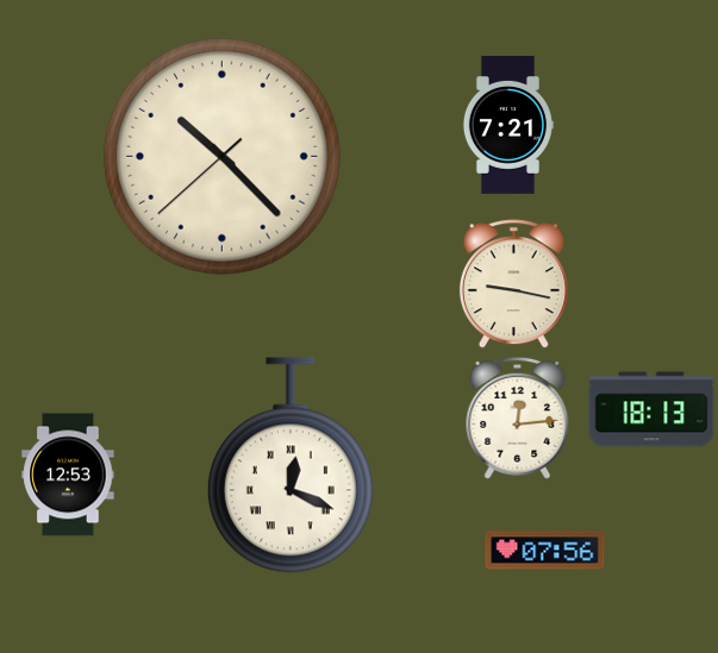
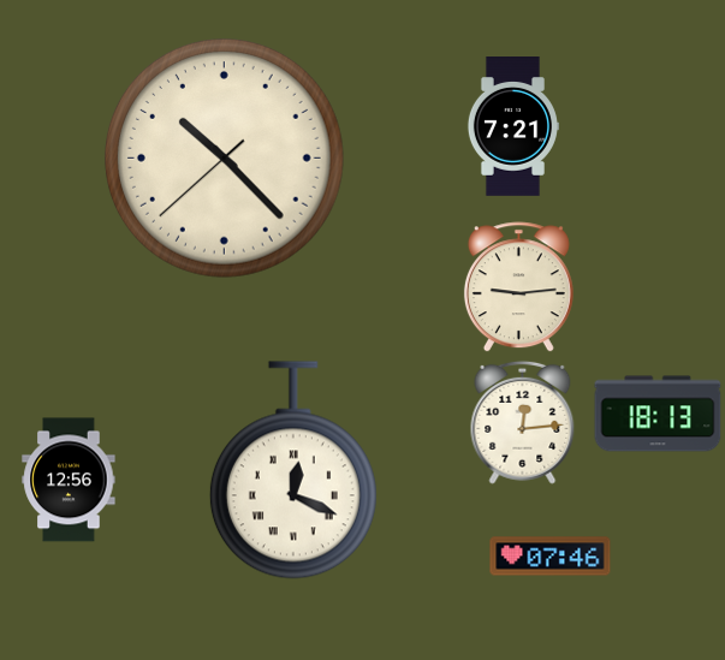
clock at (513, 284): 9:17 -> 9:14
clock at (68, 475): 12:53 -> 12:56
clock at (545, 551): 07:56 -> 07:46
